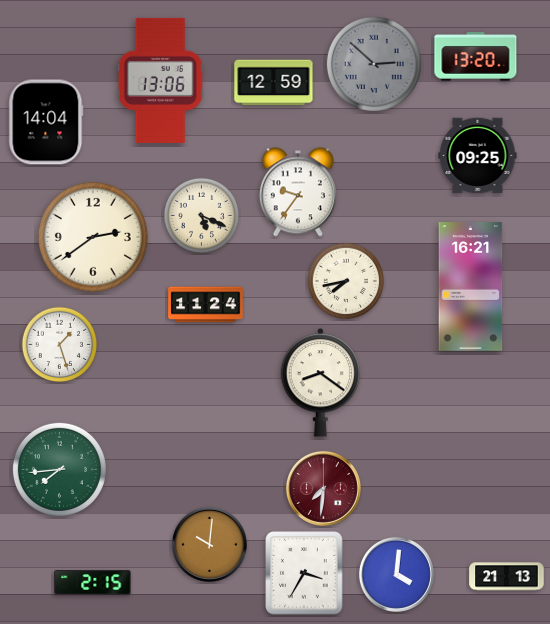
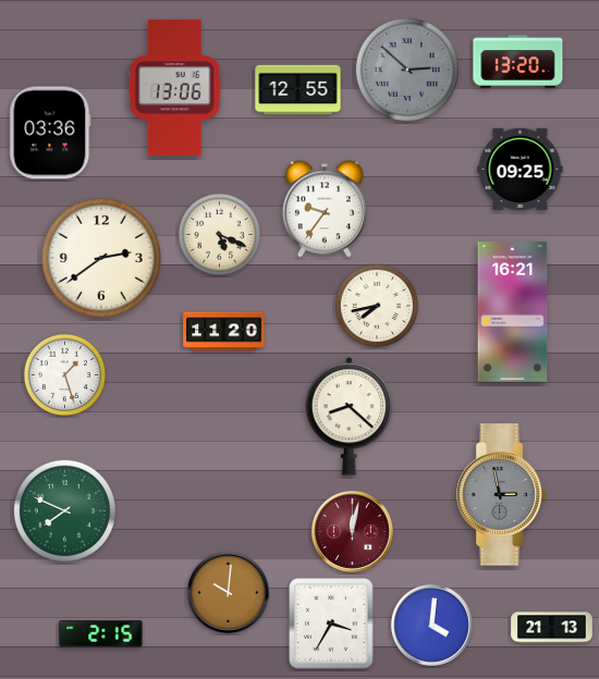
clock at (274, 83): 12:59 -> 12:55
clock at (46, 122): 14:04 -> 03:36
clock at (206, 305): 11:24 -> 11:20
clock at (321, 383): 8:21 -> 8:22
clock at (502, 495): none -> 2:58
clock at (59, 469): 7:44 -> 7:49
clock at (323, 488): 7:31 -> 12:02
